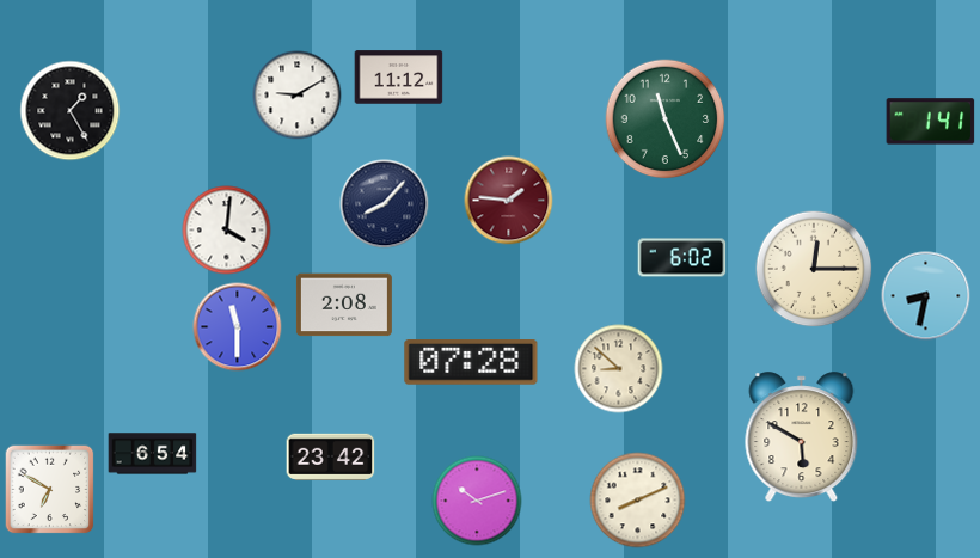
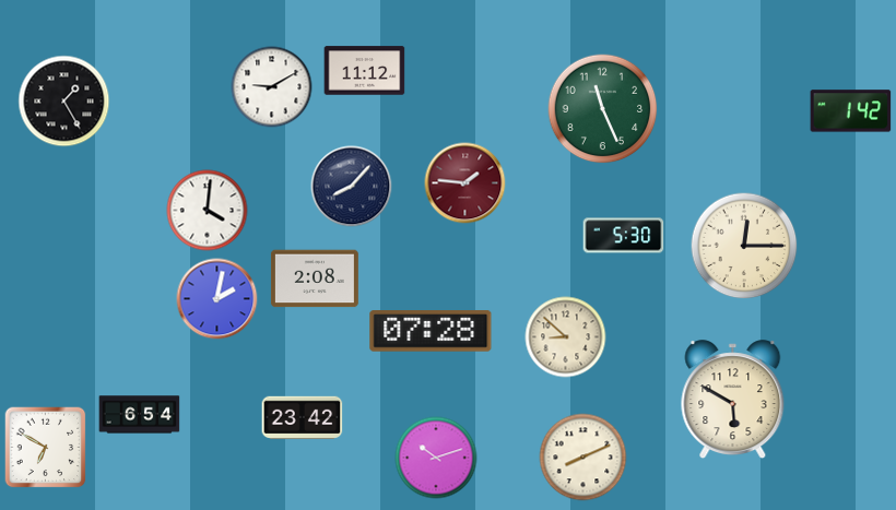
clock at (666, 119) position: (666, 119) -> (603, 109)
clock at (931, 122): 1:41 -> 1:42
clock at (682, 258): 6:02 -> 5:30
clock at (926, 296): 8:32 -> none
clock at (238, 327): 11:30 -> 2:02
